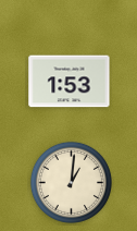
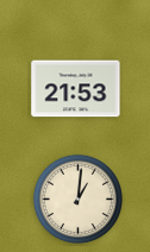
clock at (70, 82): 1:53 -> 21:53
